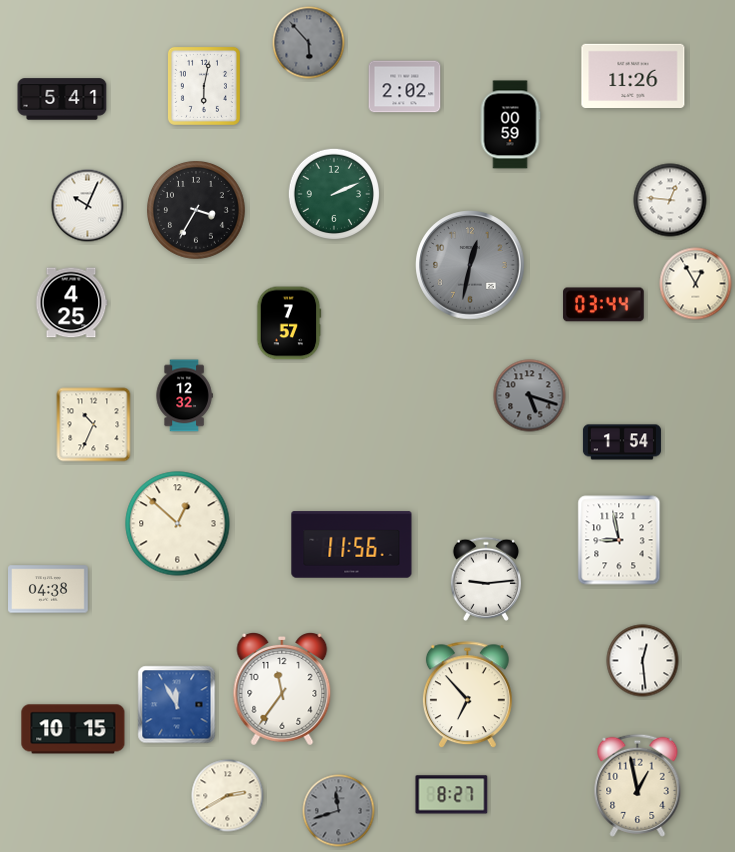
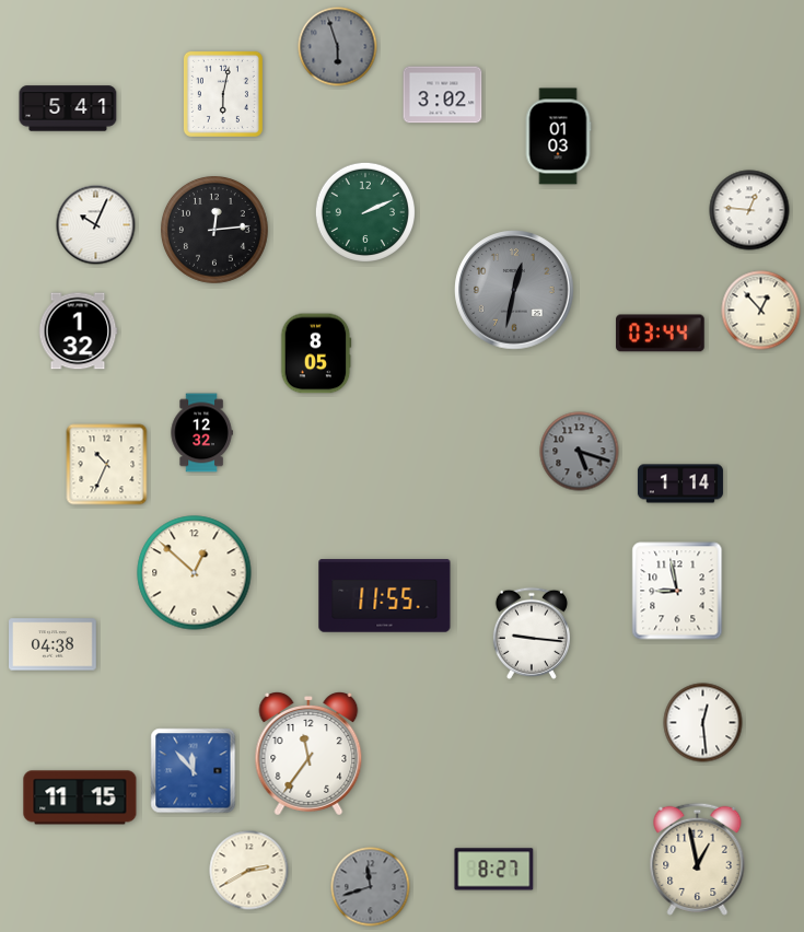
clock at (309, 43): 5:53 -> 5:57
clock at (633, 75): 11:26 -> none
clock at (405, 87): 2:02 -> 3:02
clock at (510, 125): 00:59 -> 01:03
clock at (670, 200) position: (670, 200) -> (749, 210)
clock at (197, 211): 3:35 -> 12:14
clock at (696, 284): 12:55 -> 12:53
clock at (71, 303): 4:25 -> 1:32
clock at (289, 323): 7:57 -> 8:05
clock at (530, 396) position: (530, 396) -> (580, 452)
clock at (94, 425) position: (94, 425) -> (107, 465)
clock at (622, 442): 1:54 -> 1:14
clock at (352, 545): 11:56 -> 11:55
clock at (486, 579): 9:14 -> 9:16
clock at (467, 695): 6:53 -> none
clock at (177, 705): 11:55 -> 11:53
clock at (73, 729): 10:15 -> 11:15
